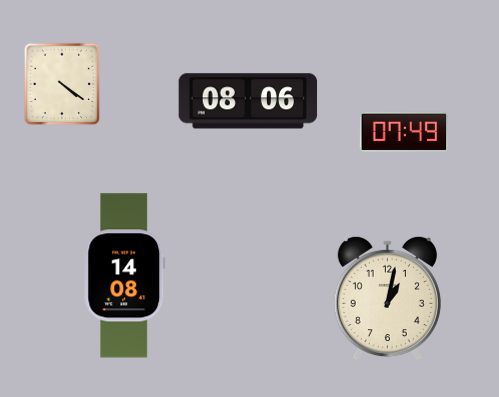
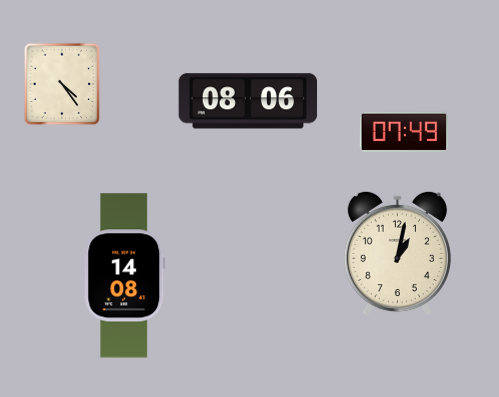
clock at (62, 84): 4:21 -> 4:24
clock at (387, 298) position: (387, 298) -> (397, 253)
